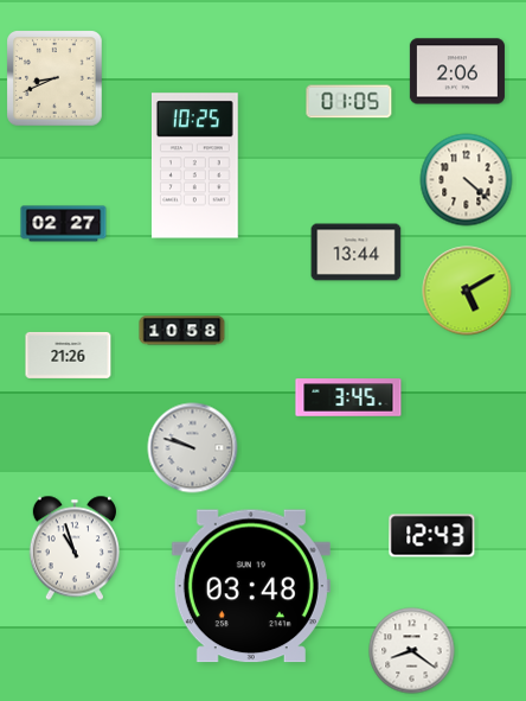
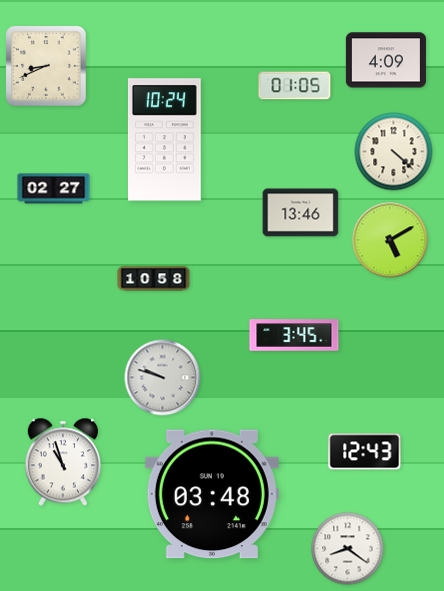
clock at (457, 71): 2:06 -> 4:09
clock at (194, 166): 10:25 -> 10:24
clock at (357, 253): 13:44 -> 13:46
clock at (467, 291) position: (467, 291) -> (390, 240)
clock at (69, 355): 21:26 -> none
